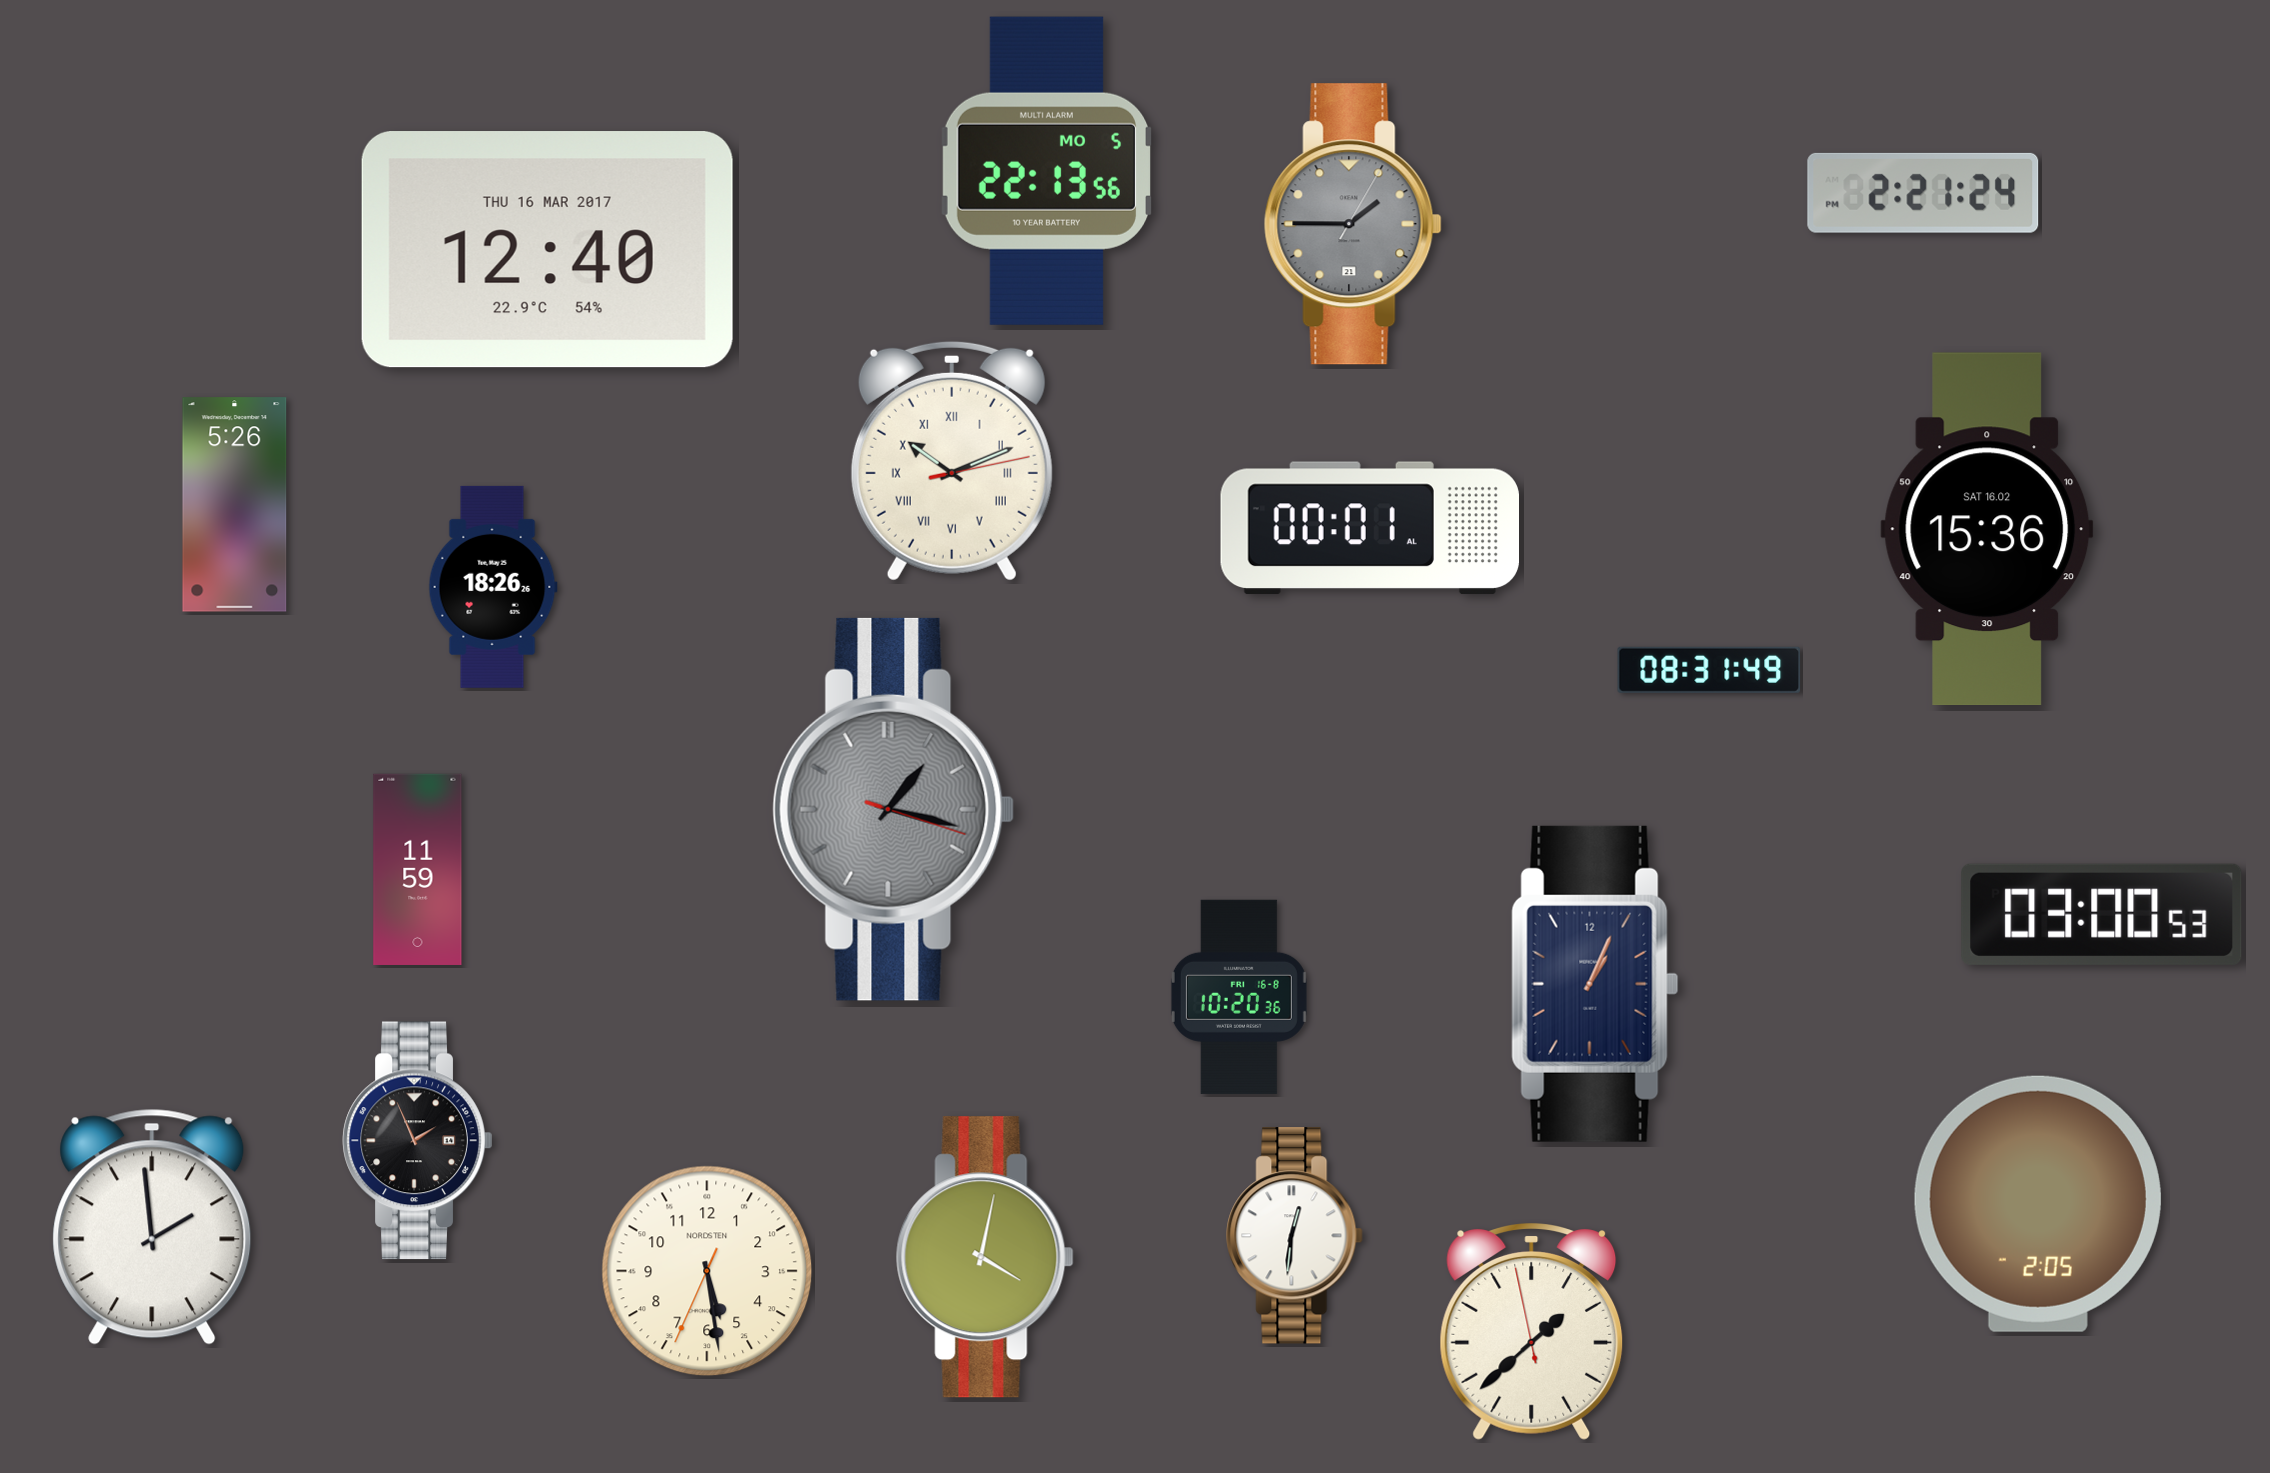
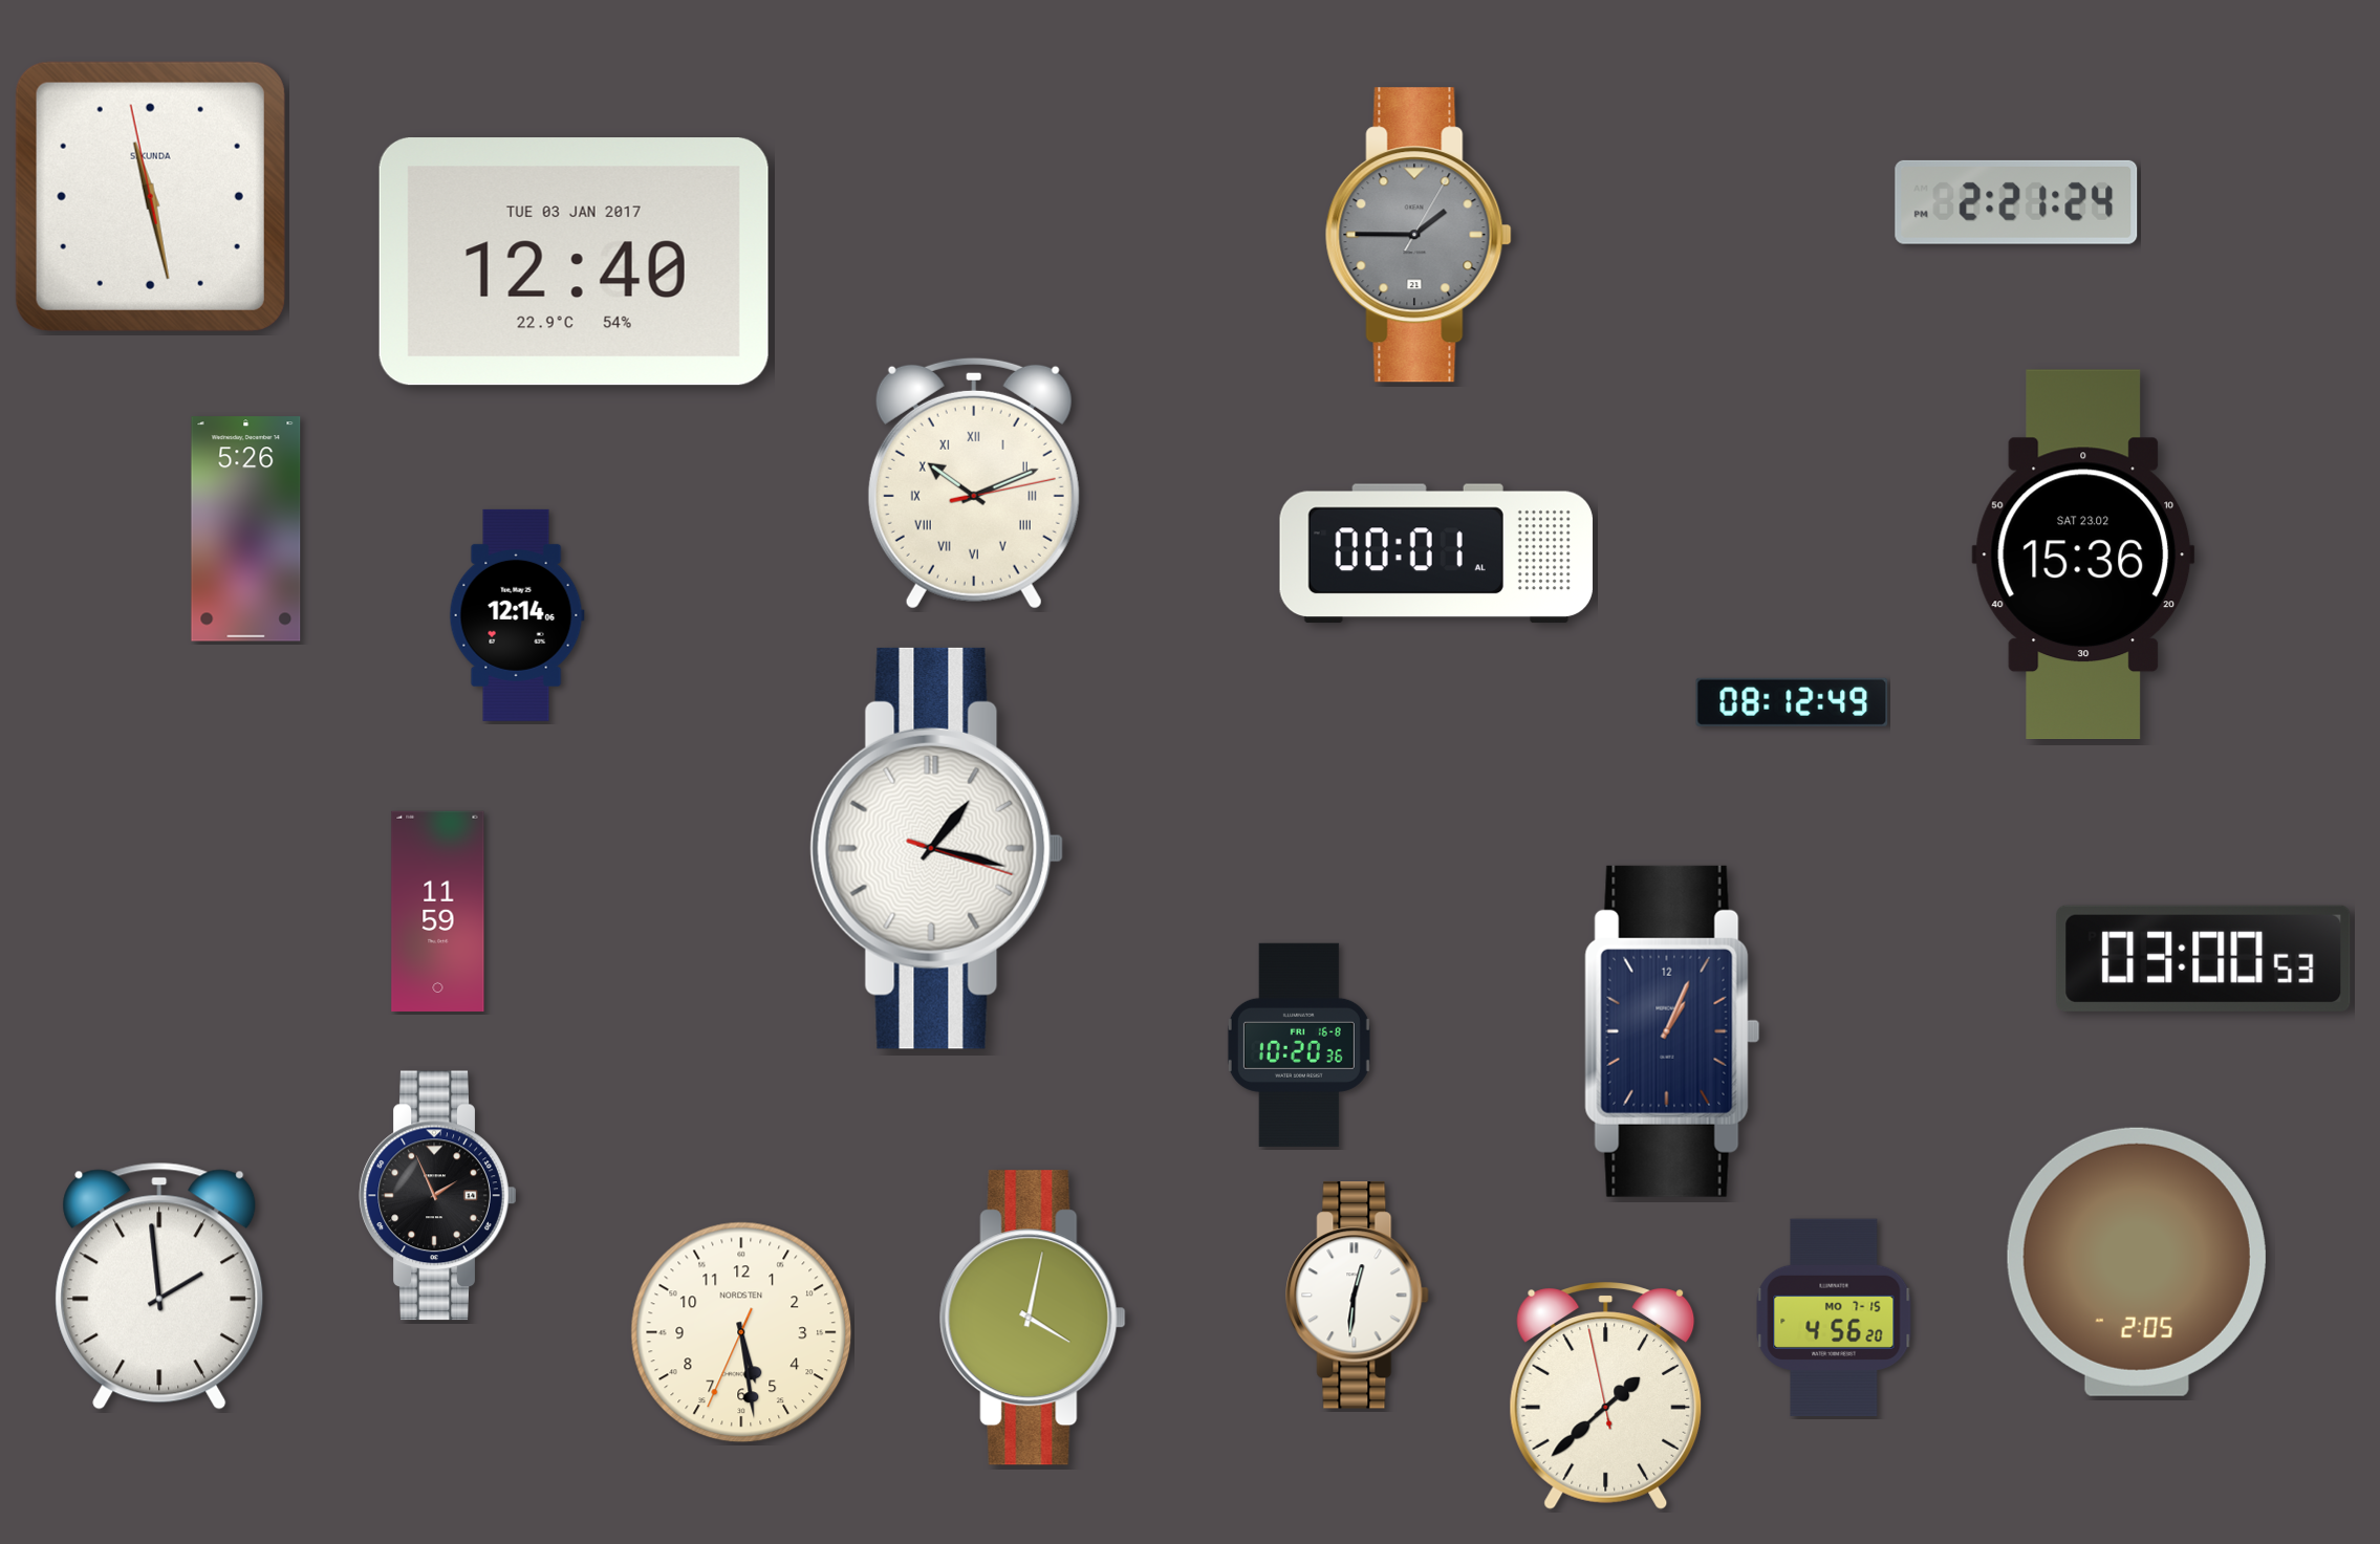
clock at (1046, 171): 22:13 -> none
clock at (150, 196): none -> 11:27
clock at (547, 250) date: THU 16 MAR 2017 -> TUE 03 JAN 2017
clock at (952, 461) position: (952, 461) -> (974, 483)
clock at (1987, 528) date: SAT 16.02 -> SAT 23.02
clock at (493, 587): 18:26 -> 12:14
clock at (1709, 670): 08:31 -> 08:12
clock at (894, 809) dial: grey -> white
clock at (1834, 1318): none -> 4:56
